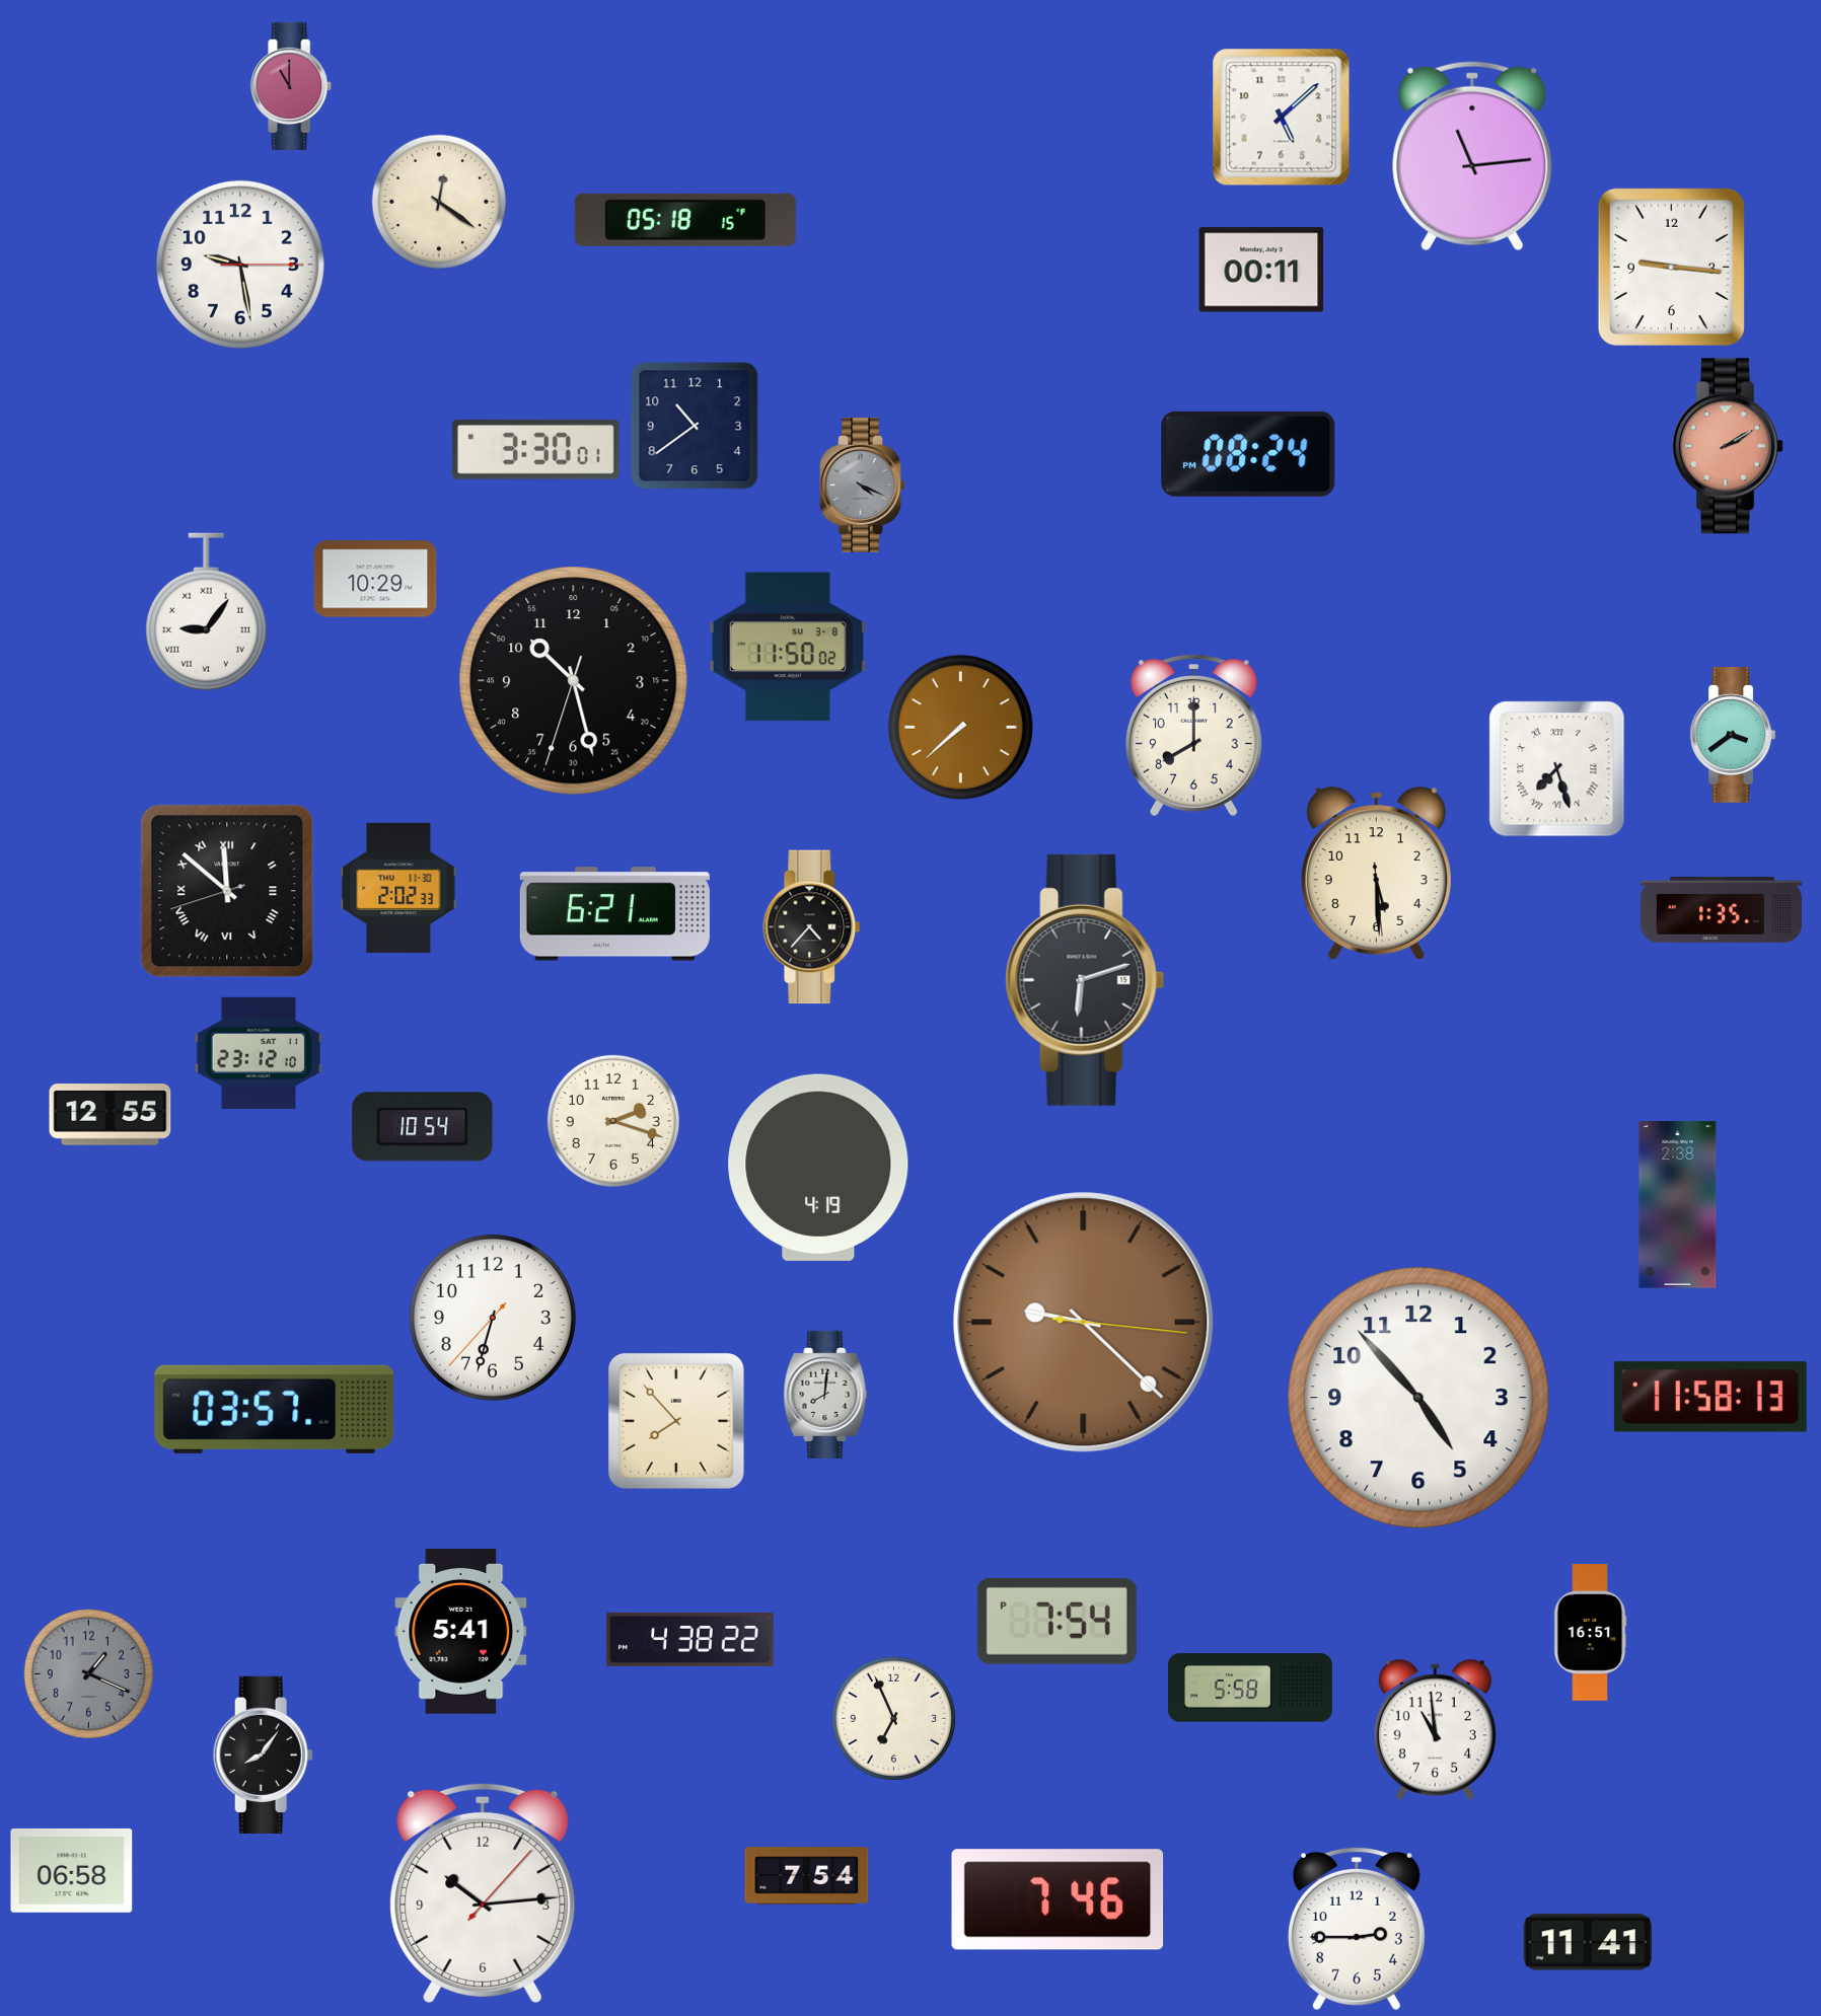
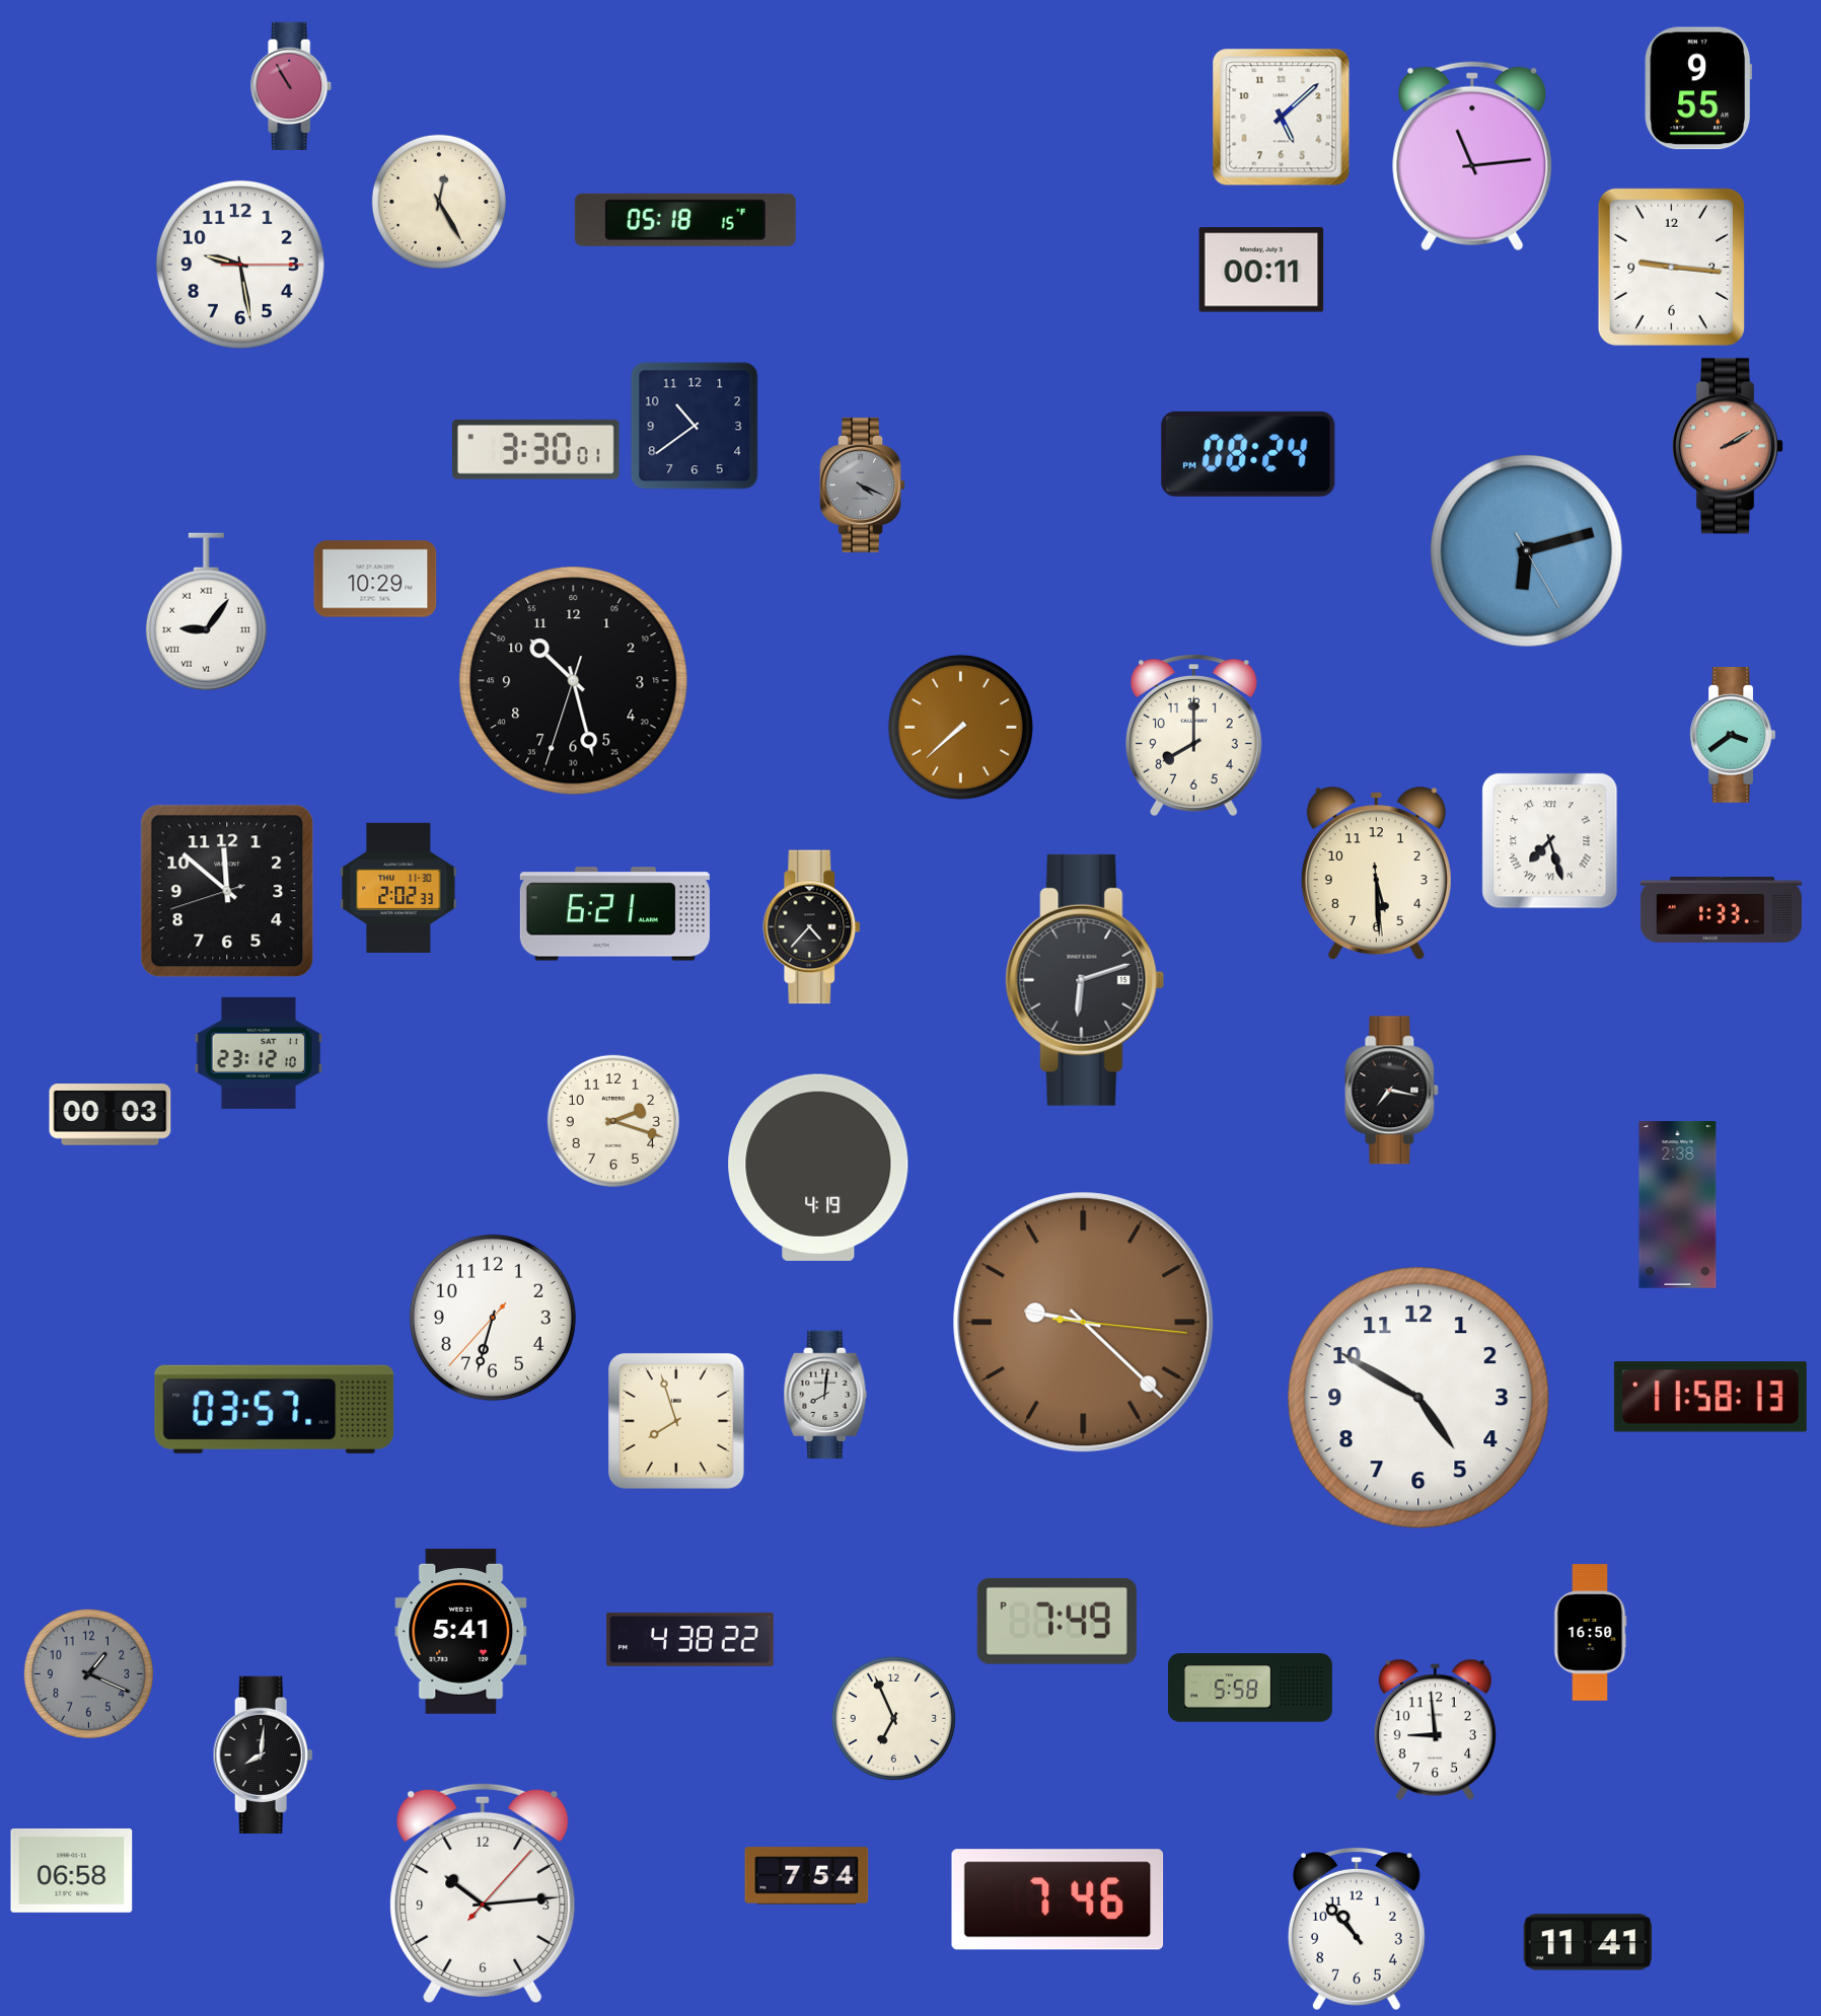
clock at (292, 85): 11:00 -> 10:55
clock at (1697, 88): none -> 9:55
clock at (439, 202): 12:21 -> 12:25
clock at (1526, 550): none -> 6:12
clock at (787, 647): 11:50 -> none
clock at (1557, 769) position: (1557, 769) -> (1550, 841)
clock at (227, 891) numerals: Roman -> Arabic
clock at (1721, 909): 1:35 -> 1:33
clock at (1392, 1091): none -> 7:17
clock at (111, 1115): 12:55 -> 00:03
clock at (423, 1127): 10:54 -> none
clock at (1418, 1398): 4:53 -> 4:50
clock at (677, 1422): 7:53 -> 7:57
clock at (1057, 1621): 7:54 -> 7:49
clock at (1590, 1633): 16:51 -> 16:50
clock at (1435, 1730): 10:59 -> 8:59
clock at (263, 1754): 8:06 -> 8:01
clock at (1357, 1929): 2:45 -> 10:53
